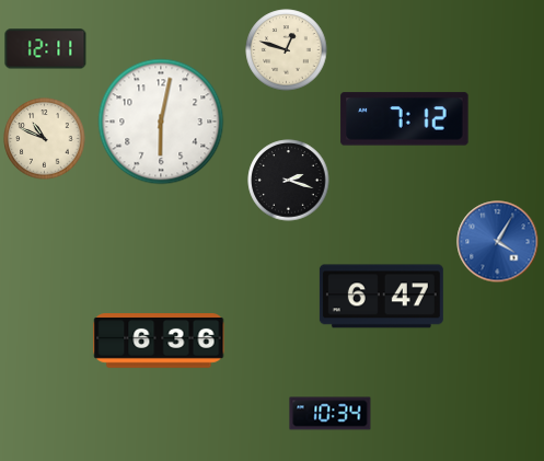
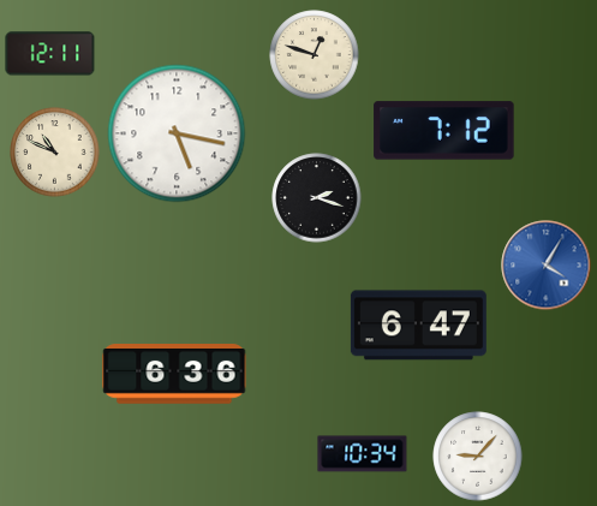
clock at (161, 122): 6:02 -> 5:17
clock at (45, 139) position: (45, 139) -> (55, 153)
clock at (478, 457): none -> 9:07
